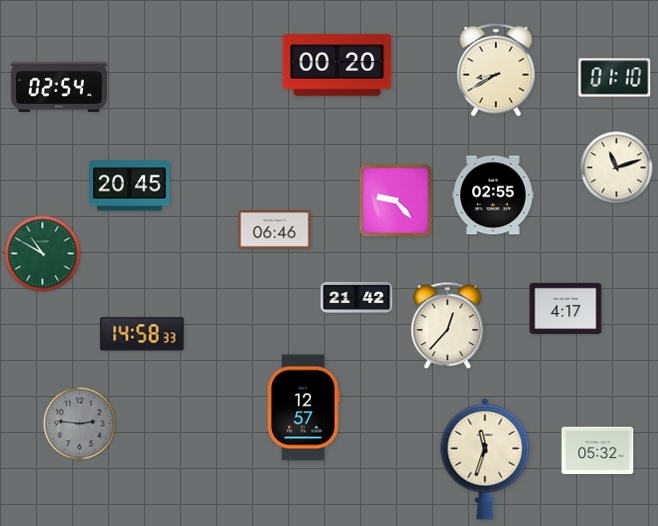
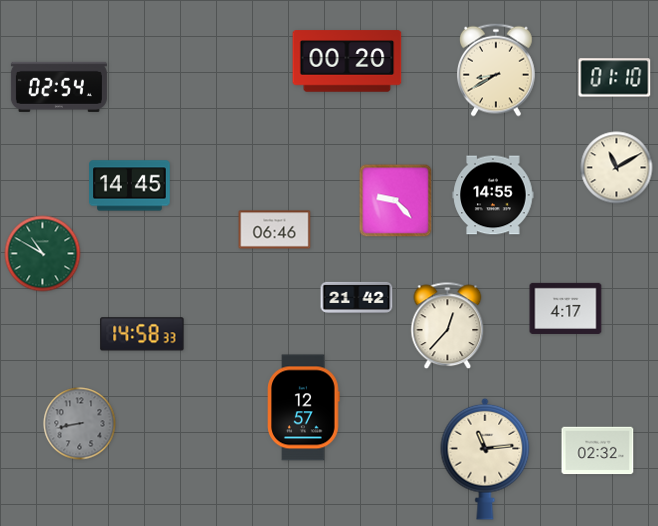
clock at (337, 65) position: (337, 65) -> (347, 61)
clock at (617, 168): 11:12 -> 11:10
clock at (130, 186): 20:45 -> 14:45
clock at (493, 195): 02:55 -> 14:55
clock at (80, 424): 2:46 -> 8:43
clock at (598, 451): 05:32 -> 02:32
clock at (485, 459): 11:33 -> 11:14
